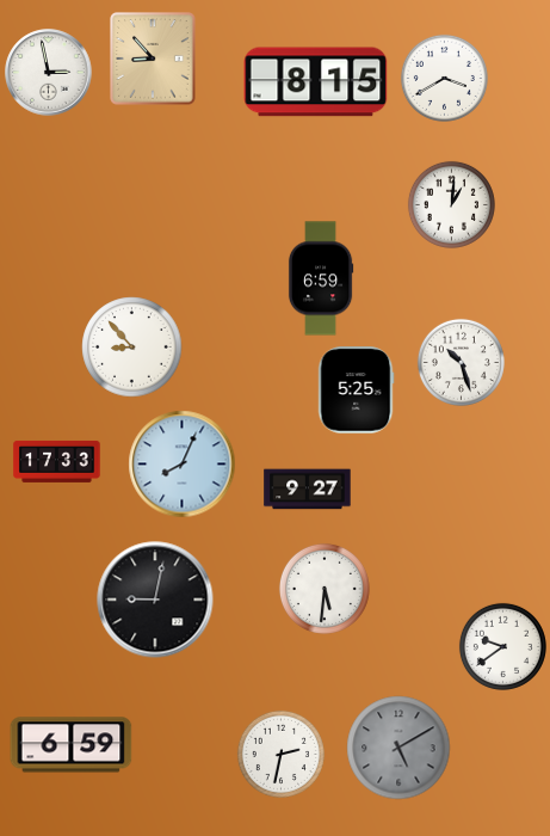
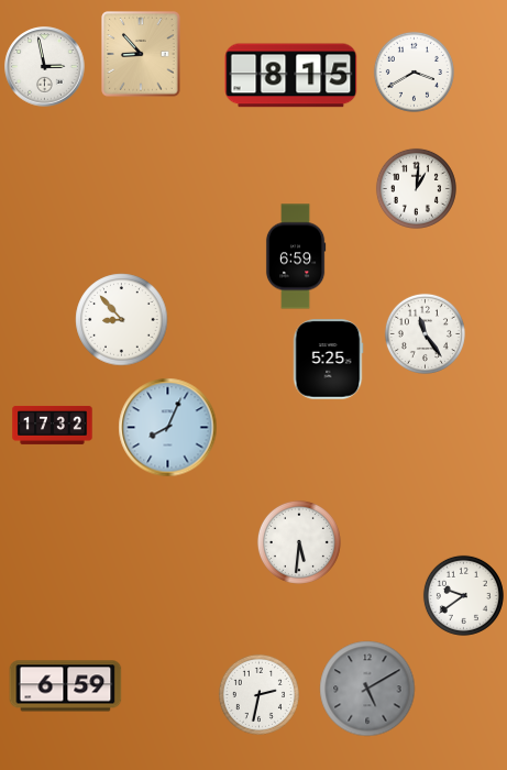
clock at (444, 78) position: (444, 78) -> (414, 71)
clock at (461, 362): 10:27 -> 11:24
clock at (57, 461): 17:33 -> 17:32
clock at (308, 490): 9:27 -> none
clock at (155, 600): 9:02 -> none
